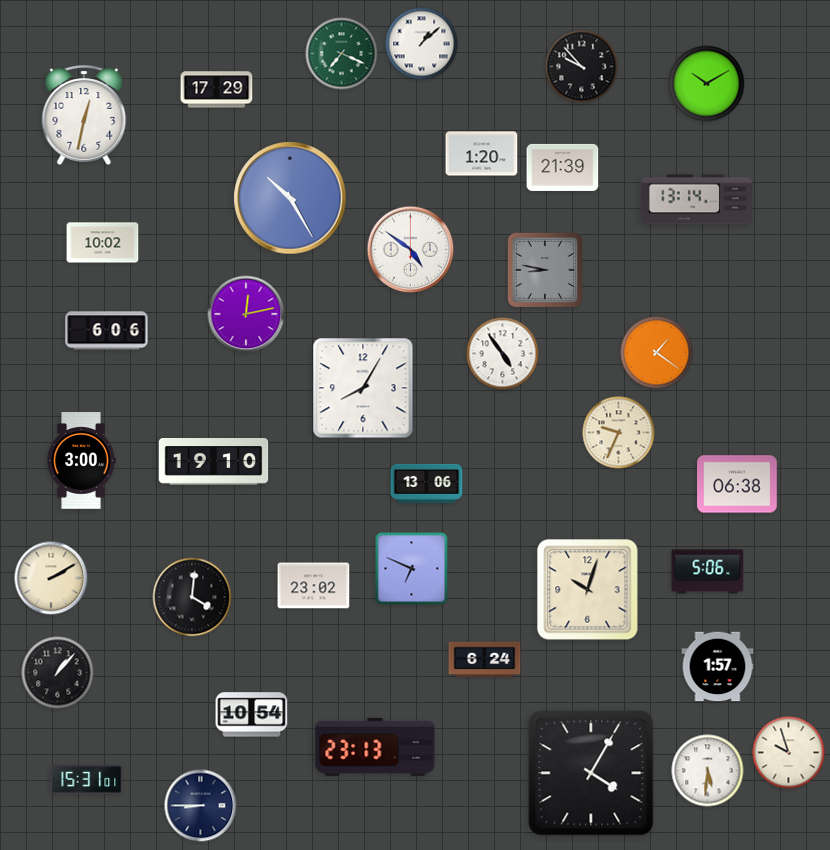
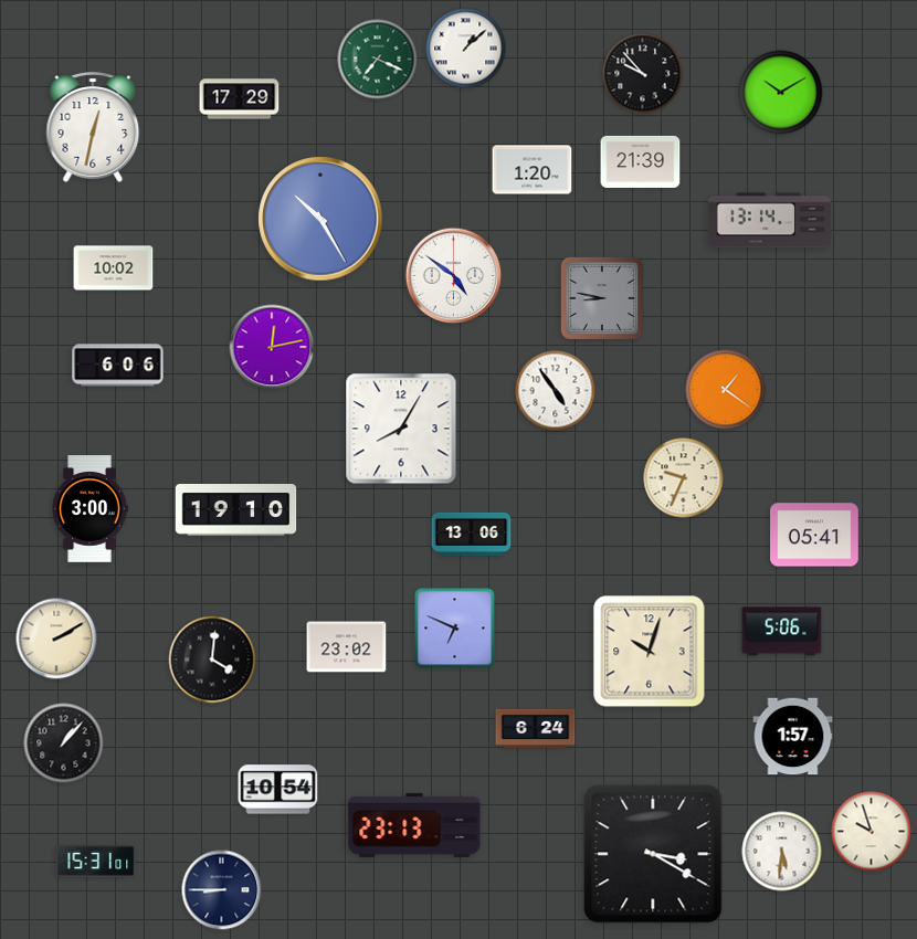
clock at (563, 167) position: (563, 167) -> (641, 161)
clock at (737, 484): 06:38 -> 05:41
clock at (591, 773): 4:05 -> 3:20
